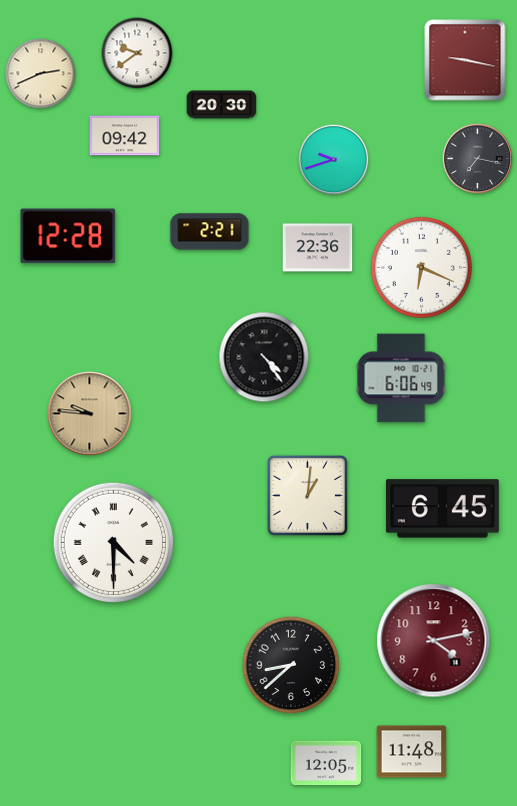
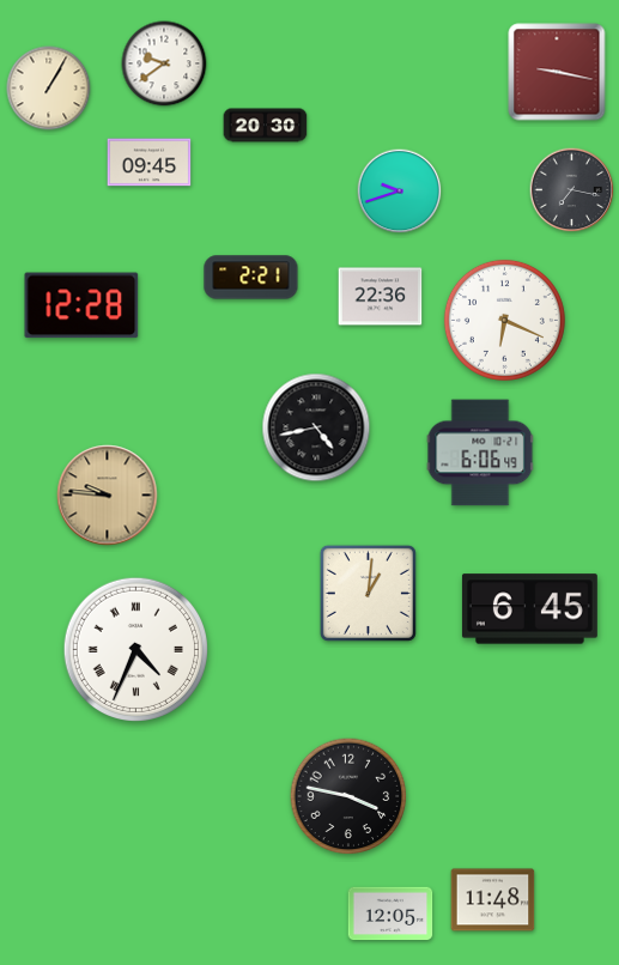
clock at (41, 74): 2:41 -> 1:05
clock at (125, 136): 09:42 -> 09:45
clock at (68, 236) position: (68, 236) -> (81, 305)
clock at (264, 357): 4:24 -> 4:43
clock at (113, 542): 4:30 -> 4:34
clock at (434, 641): 4:13 -> none
clock at (291, 665): 8:38 -> 3:47
